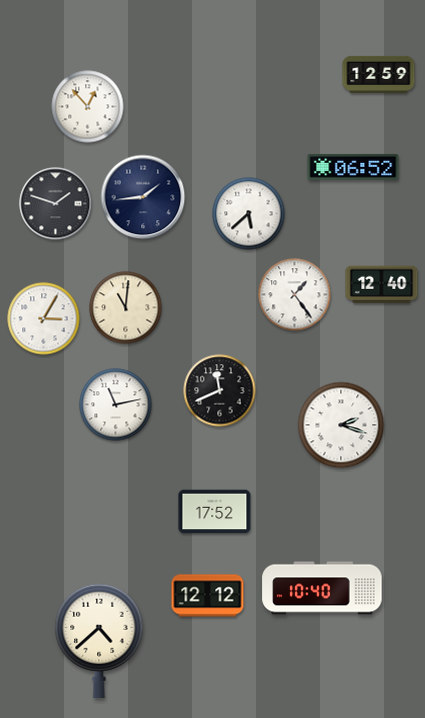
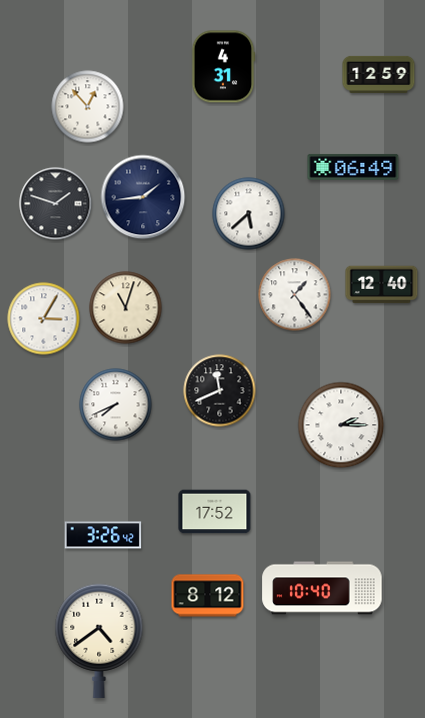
clock at (223, 67): none -> 4:31
clock at (353, 167): 06:52 -> 06:49
clock at (126, 308): 11:01 -> 11:03
clock at (116, 405): 11:13 -> 7:41
clock at (341, 425): 2:18 -> 2:15
clock at (103, 535): none -> 3:26
clock at (208, 596): 12:12 -> 8:12
clock at (99, 641): 4:38 -> 4:39
